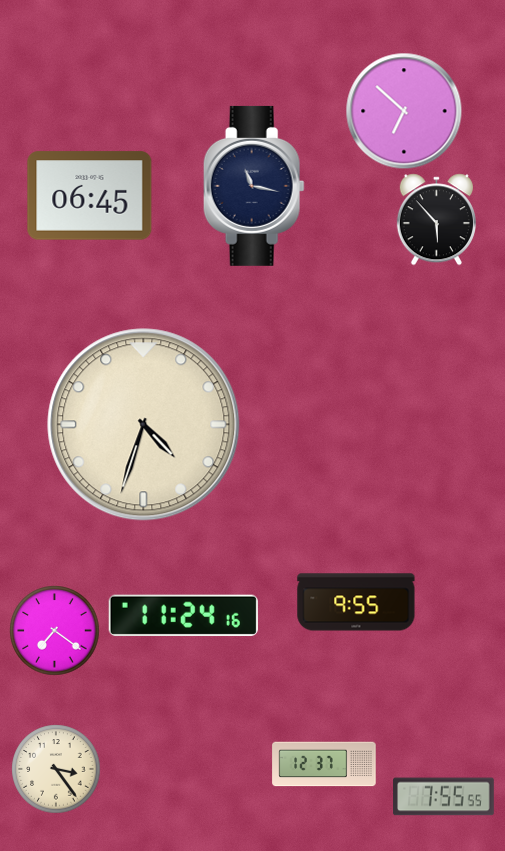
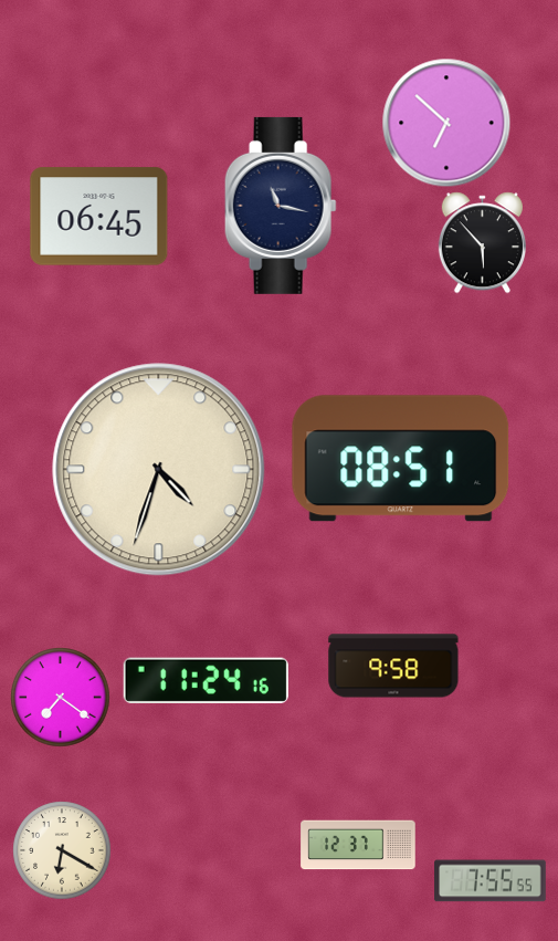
clock at (401, 459): none -> 08:51
clock at (356, 602): 9:55 -> 9:58
clock at (183, 615) position: (183, 615) -> (206, 680)
clock at (56, 769): 3:24 -> 6:20
